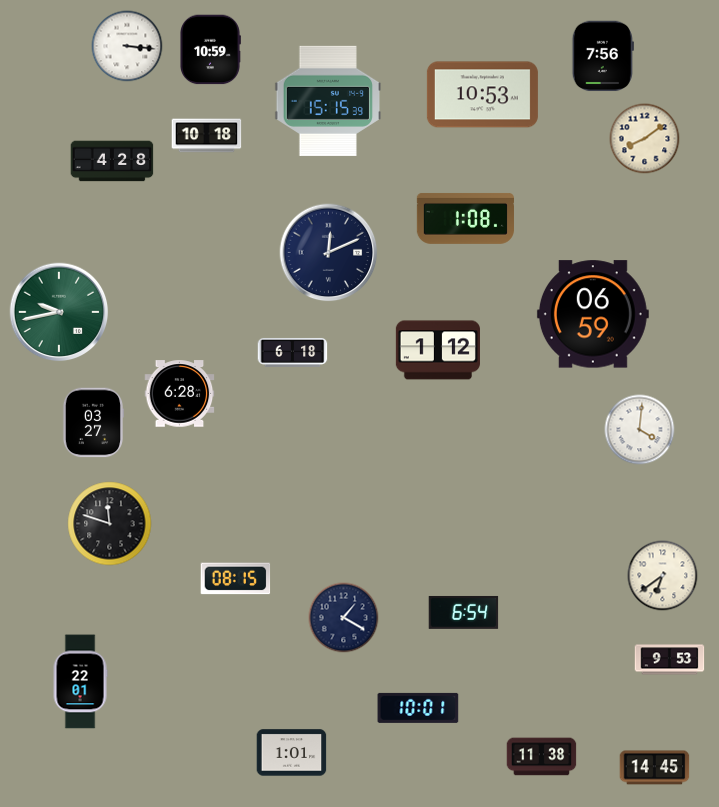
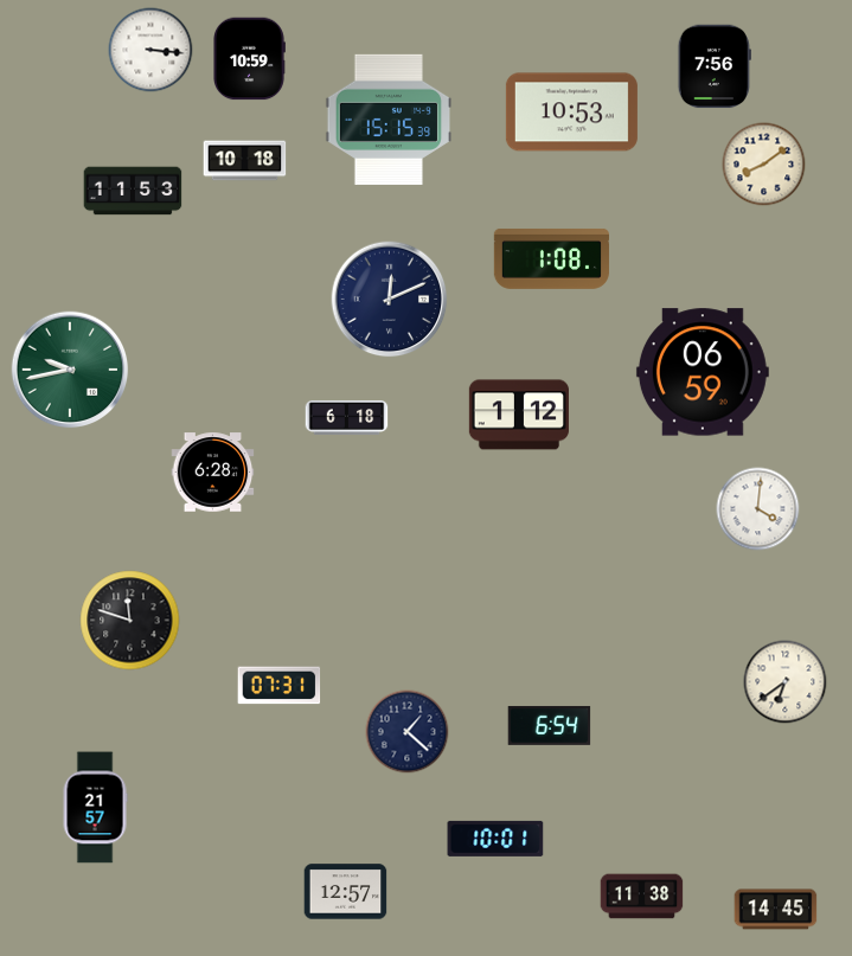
clock at (127, 46) position: (127, 46) -> (150, 50)
clock at (112, 161): 4:28 -> 11:53
clock at (180, 394) position: (180, 394) -> (213, 473)
clock at (92, 423): 03:27 -> none
clock at (236, 579): 08:15 -> 07:31
clock at (344, 618): 1:20 -> 1:22
clock at (670, 660): 9:53 -> none
clock at (80, 682): 22:01 -> 21:57
clock at (292, 753): 1:01 -> 12:57
